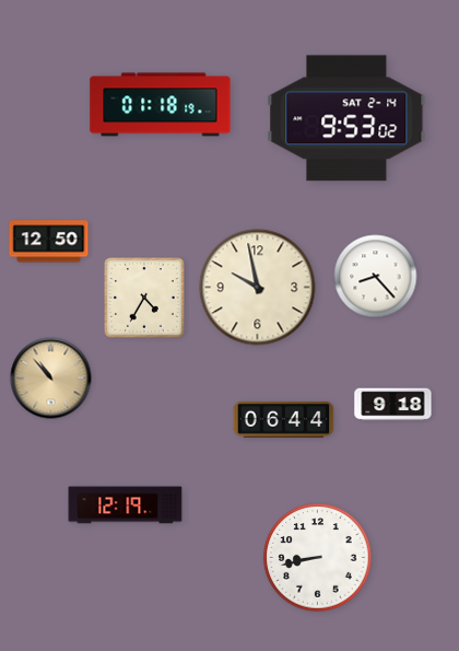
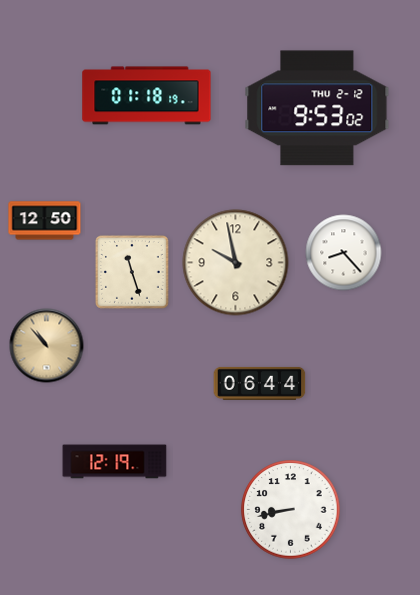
clock at (346, 118) date: SAT 2-14 -> THU 2-12
clock at (144, 298): 4:35 -> 11:27
clock at (393, 405): 9:18 -> none
